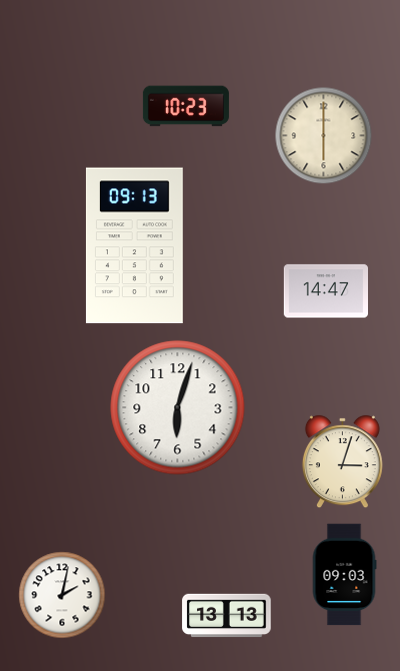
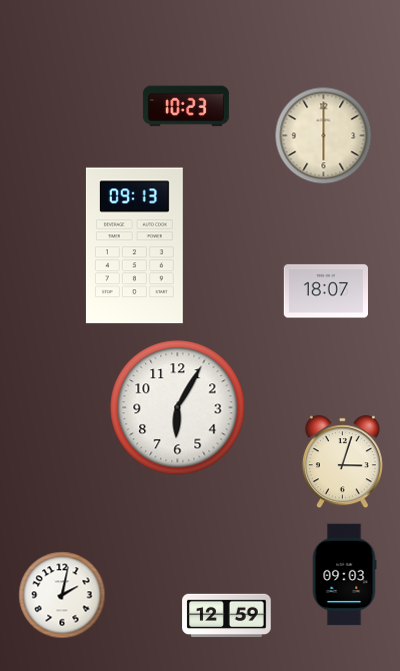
clock at (325, 291): 14:47 -> 18:07
clock at (178, 408): 6:03 -> 6:05
clock at (227, 616): 13:13 -> 12:59
